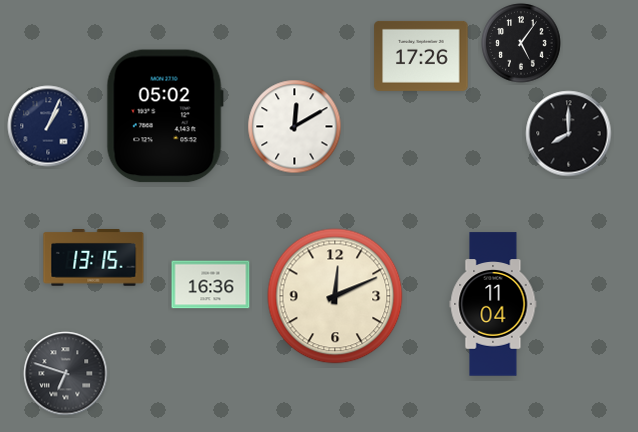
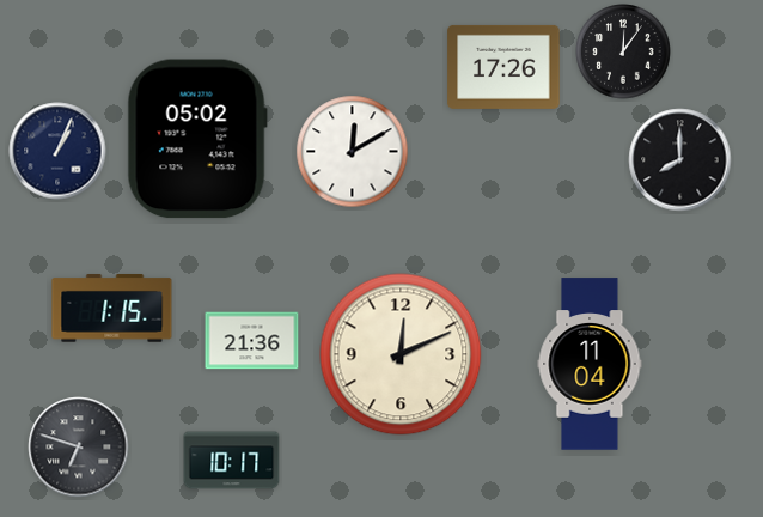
clock at (521, 43): 5:06 -> 12:06
clock at (94, 258): 13:15 -> 1:15
clock at (211, 285): 16:36 -> 21:36
clock at (232, 461): none -> 10:17
